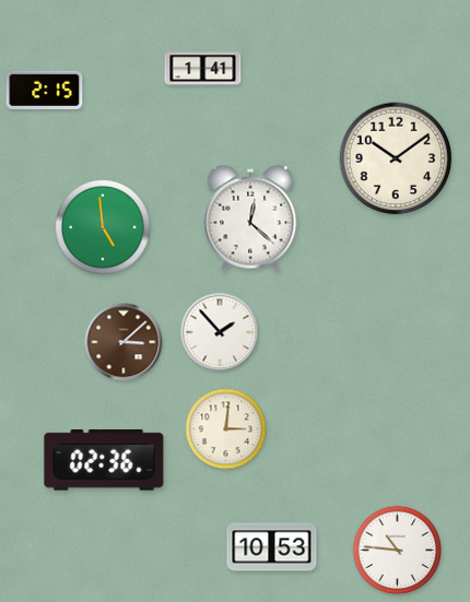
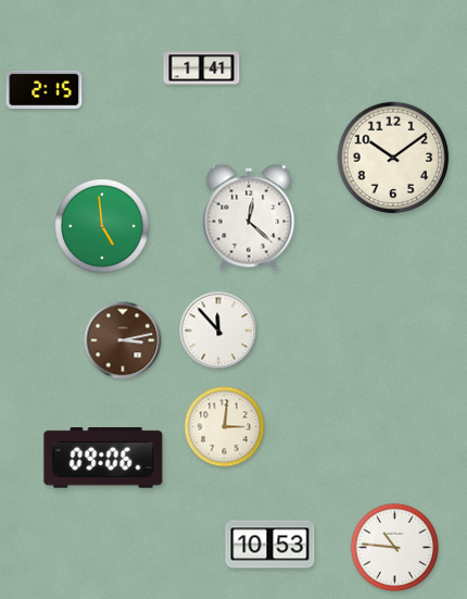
clock at (220, 332): 1:53 -> 11:53
clock at (124, 342): 3:08 -> 3:13
clock at (104, 460): 02:36 -> 09:06
